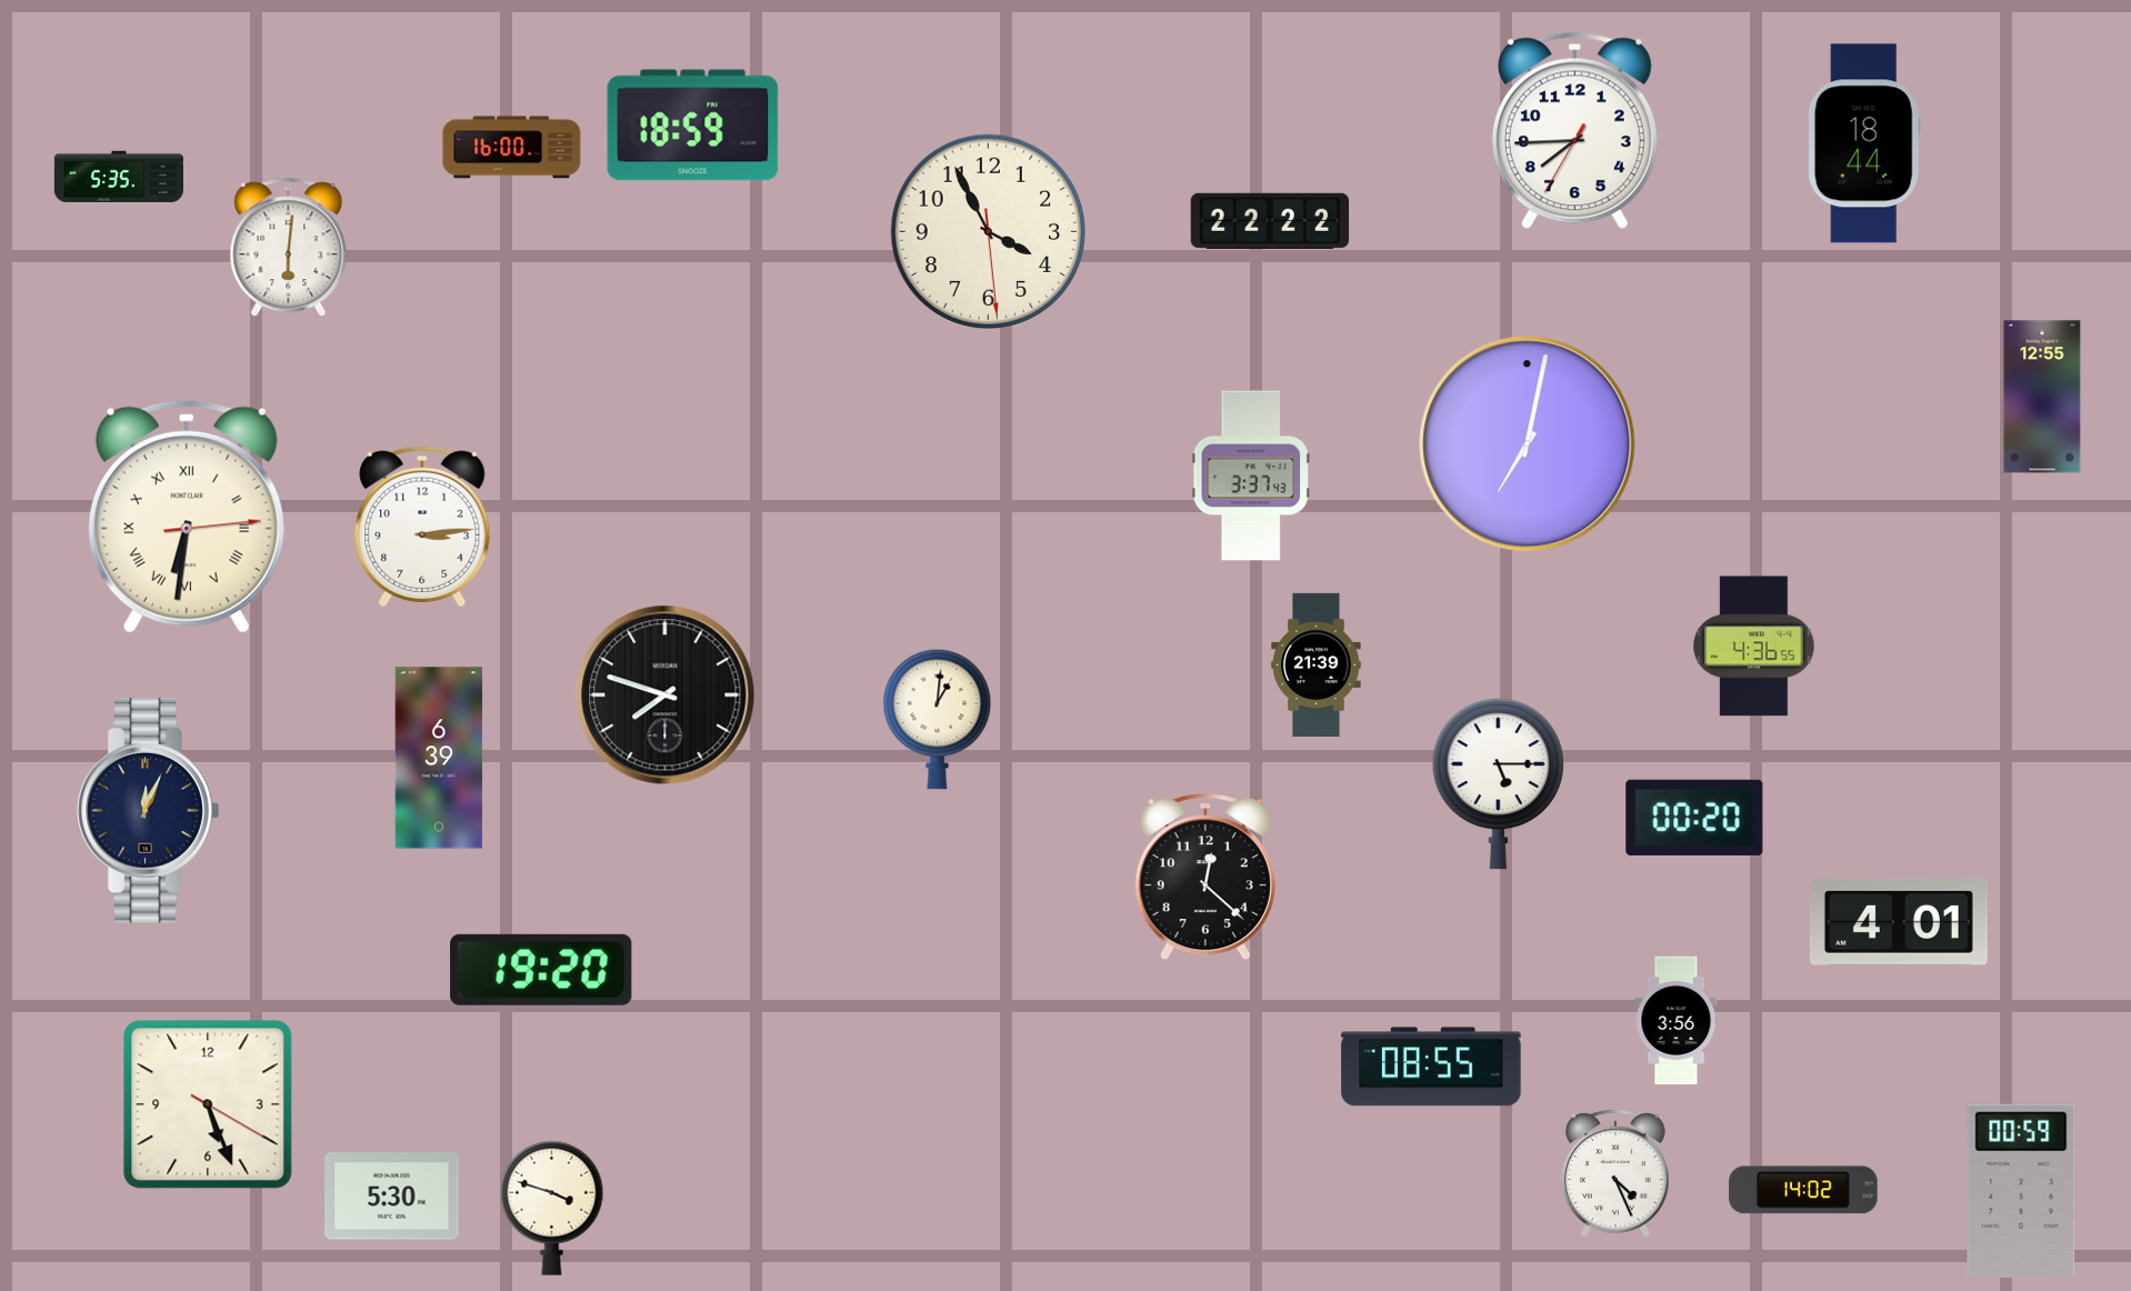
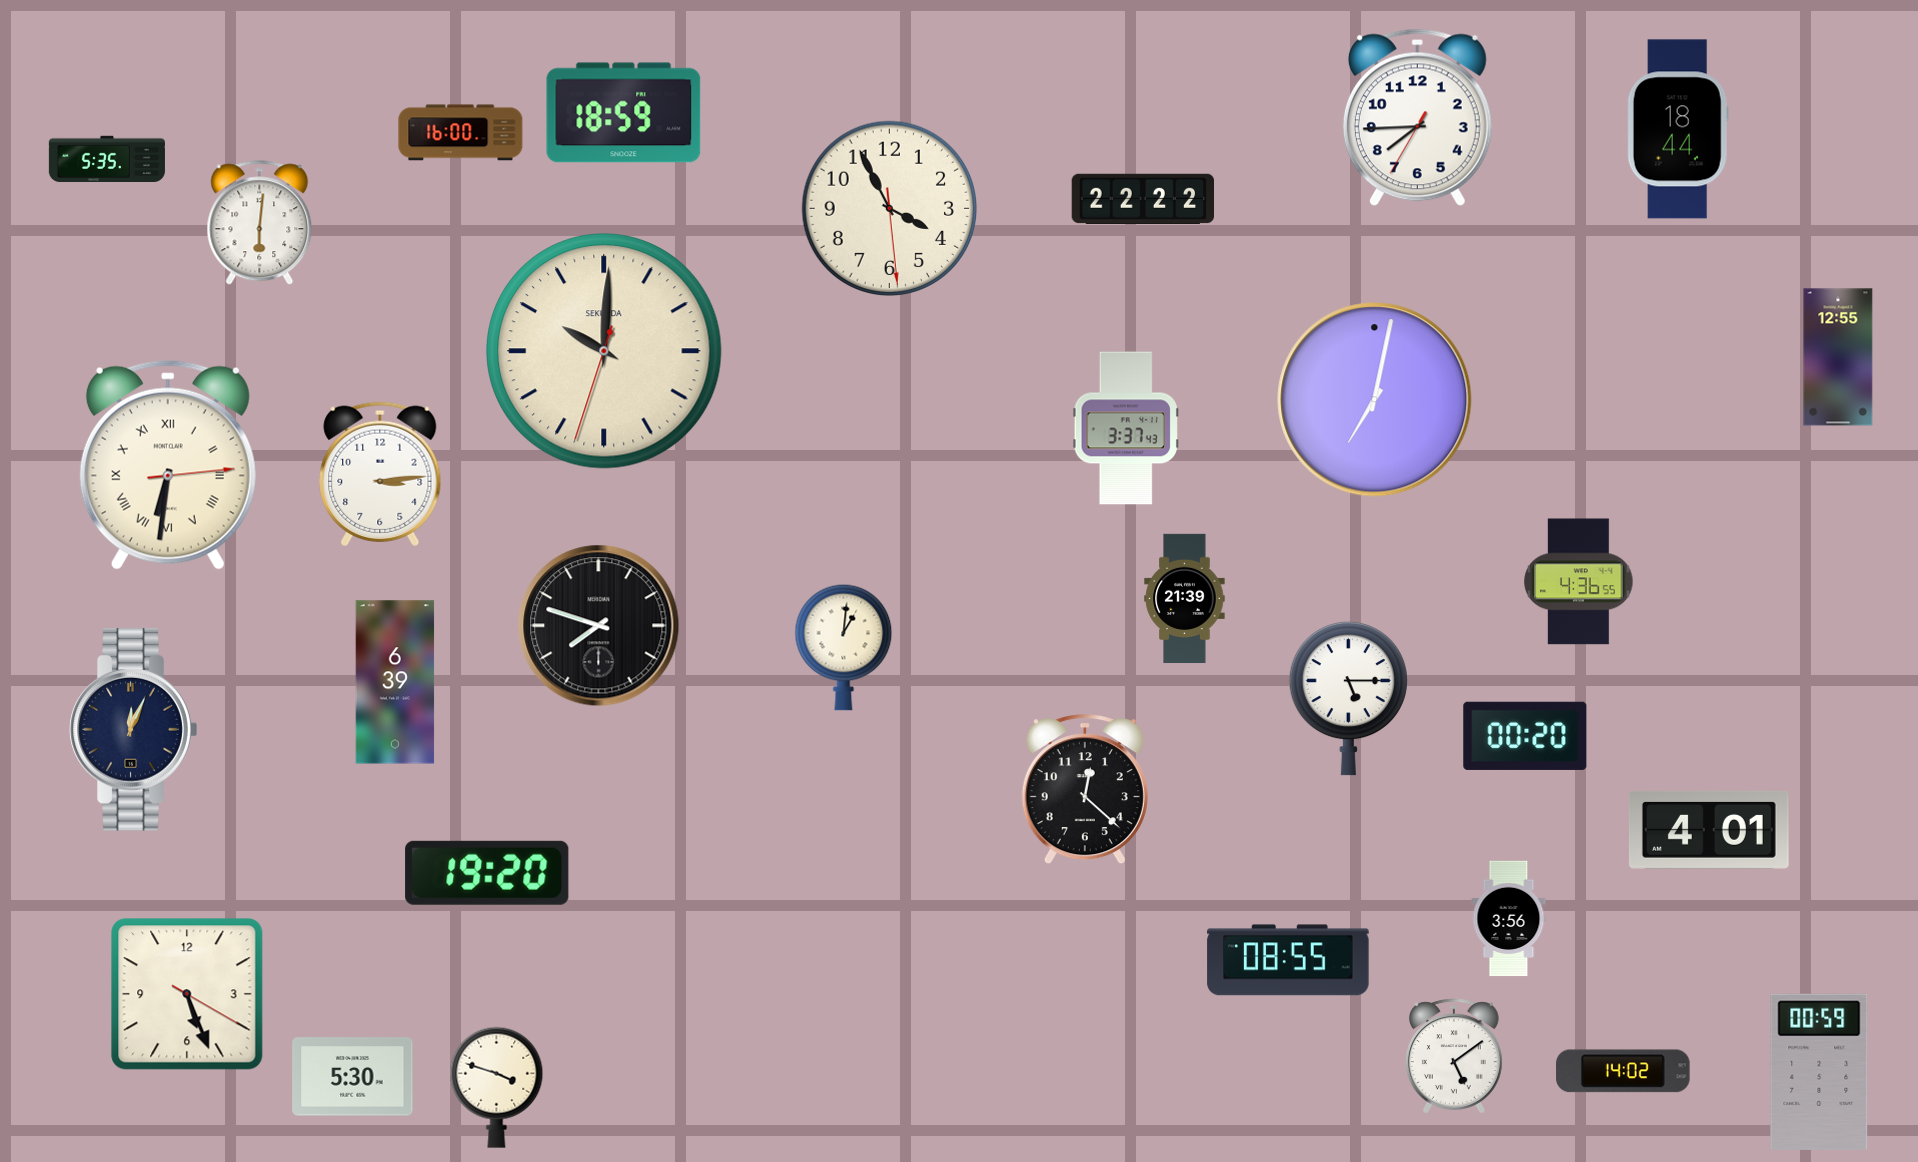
clock at (604, 351): none -> 10:00
clock at (1498, 783) position: (1498, 783) -> (1348, 698)
clock at (1615, 1173): 4:26 -> 5:09
